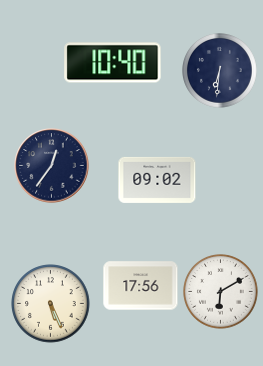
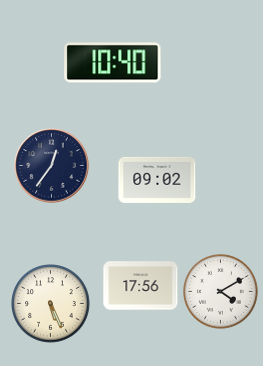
clock at (220, 71): 6:31 -> none
clock at (221, 292): 6:10 -> 4:10
